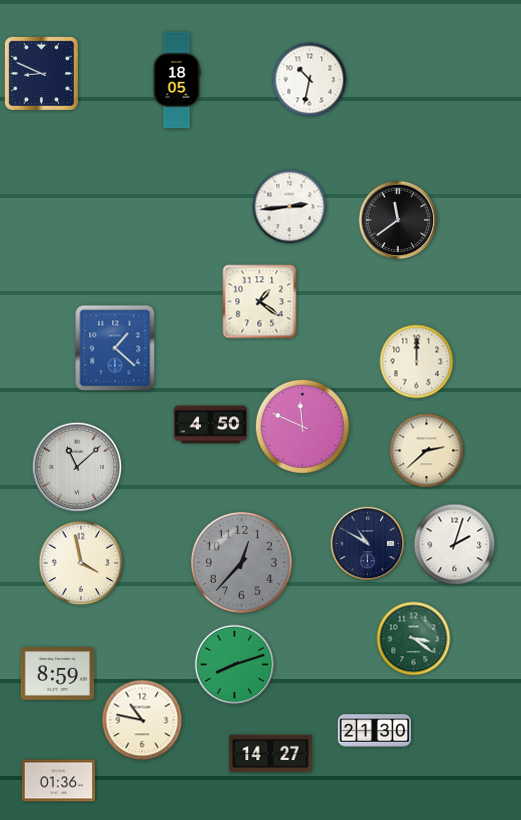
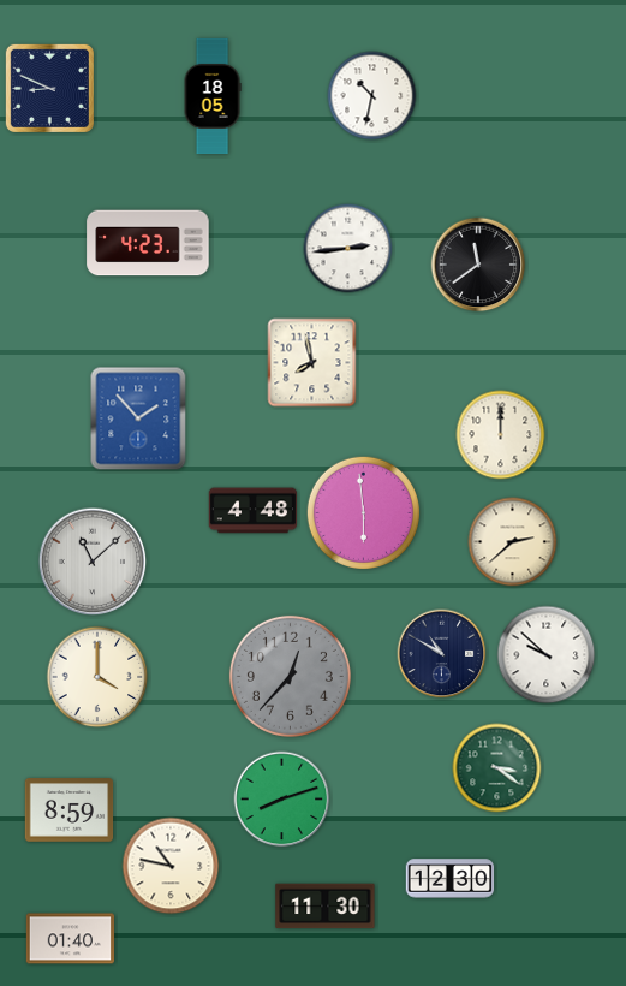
clock at (148, 243): none -> 4:23
clock at (260, 302): 1:21 -> 7:58
clock at (115, 348): 1:22 -> 1:53
clock at (211, 425): 4:50 -> 4:48
clock at (302, 426): 11:49 -> 5:59
clock at (455, 545): 2:03 -> 9:52
clock at (81, 563): 3:58 -> 4:00
clock at (375, 731): 21:30 -> 12:30
clock at (271, 754): 14:27 -> 11:30
clock at (59, 781): 01:36 -> 01:40
